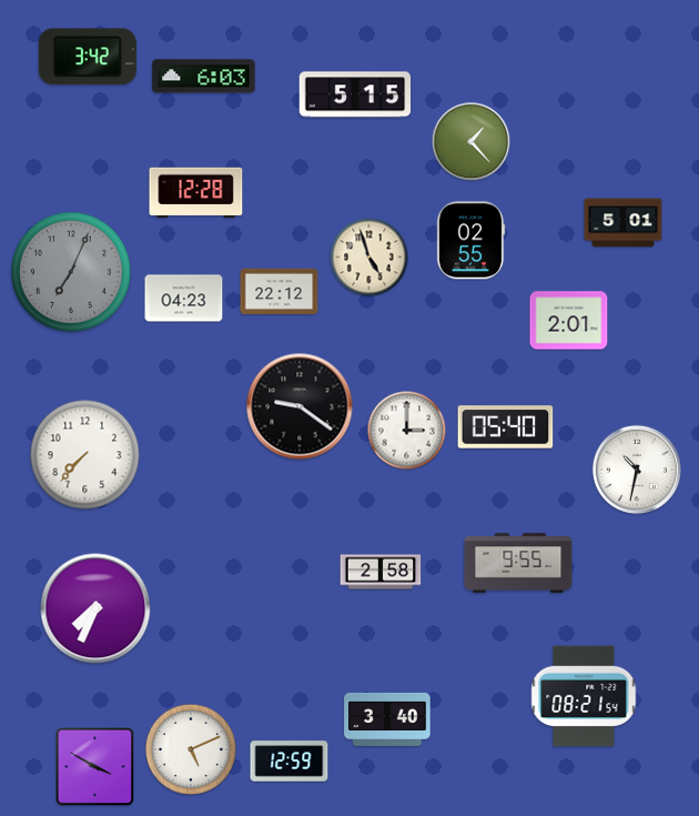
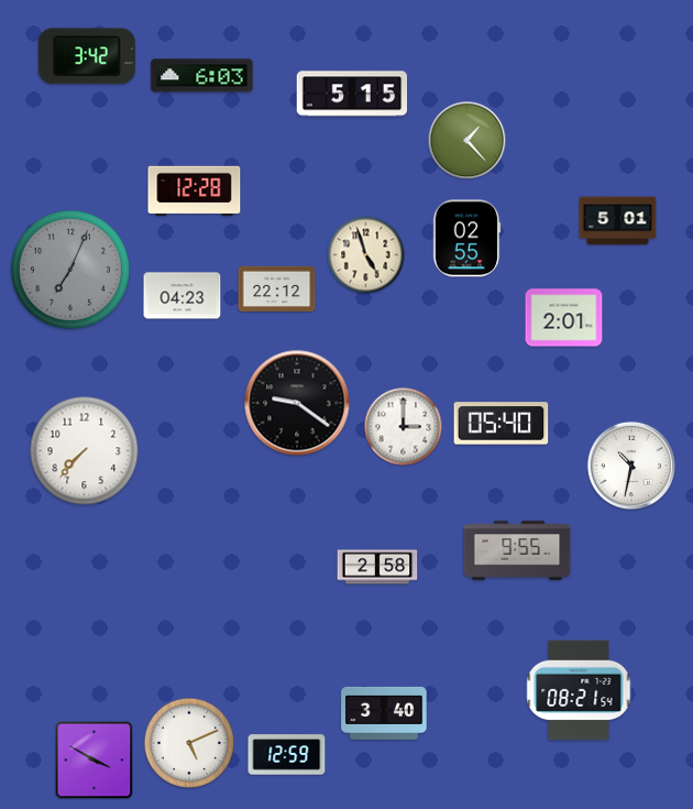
clock at (518, 563) position: (518, 563) -> (517, 550)
clock at (95, 608): 7:34 -> none
